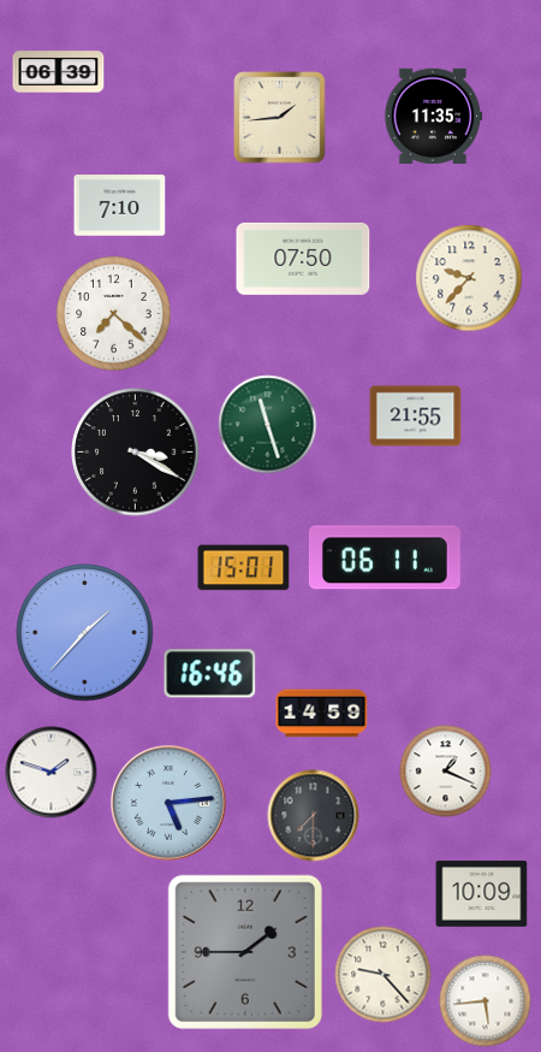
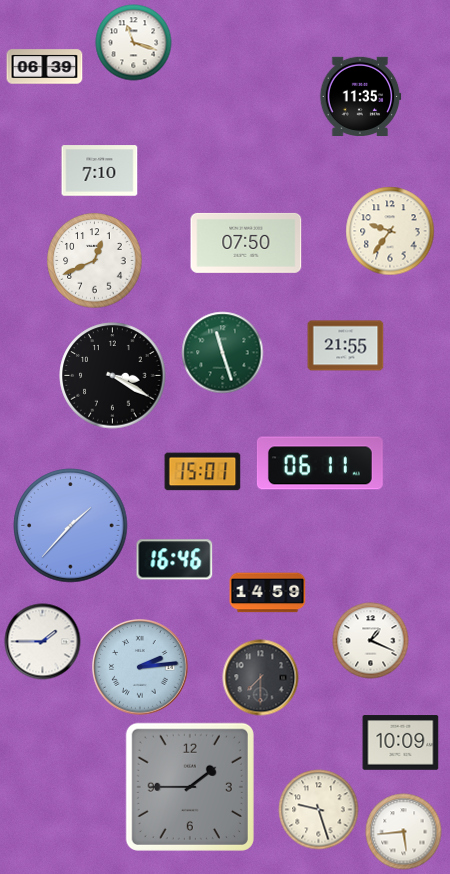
clock at (134, 43): none -> 11:18
clock at (59, 72) position: (59, 72) -> (45, 67)
clock at (280, 118): 1:44 -> none
clock at (303, 259) position: (303, 259) -> (246, 243)
clock at (469, 278): 9:37 -> 9:36
clock at (114, 314): 7:22 -> 12:41
clock at (52, 773): 1:48 -> 1:45
clock at (168, 803): 5:14 -> 2:14
clock at (245, 952) position: (245, 952) -> (190, 787)
clock at (384, 975): 9:23 -> 9:27
